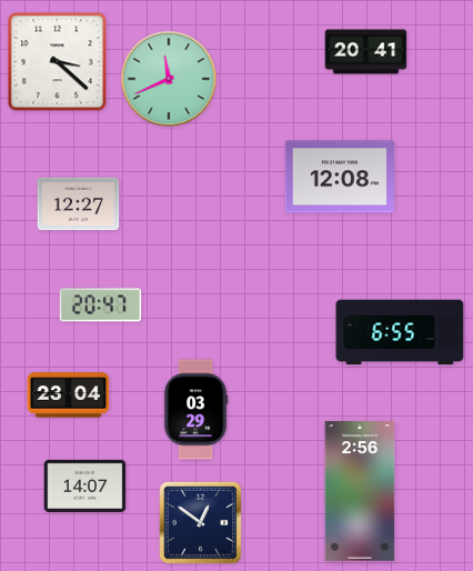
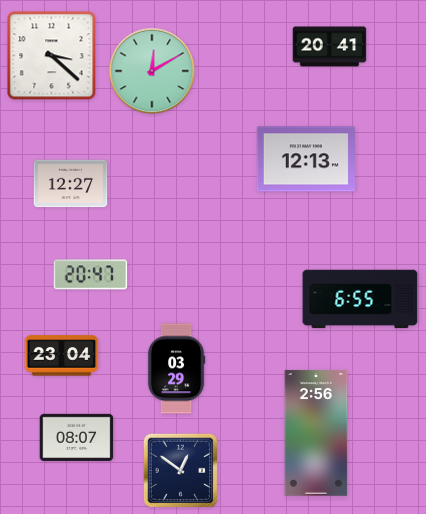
clock at (169, 79): 11:41 -> 12:10
clock at (339, 177): 12:08 -> 12:13
clock at (85, 485): 14:07 -> 08:07
clock at (360, 491) position: (360, 491) -> (316, 433)
